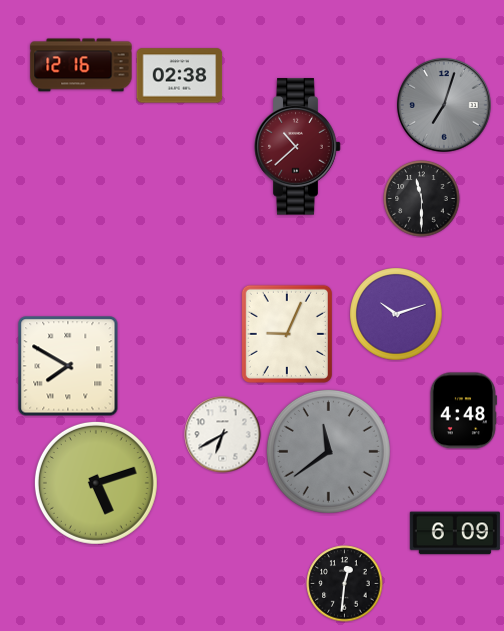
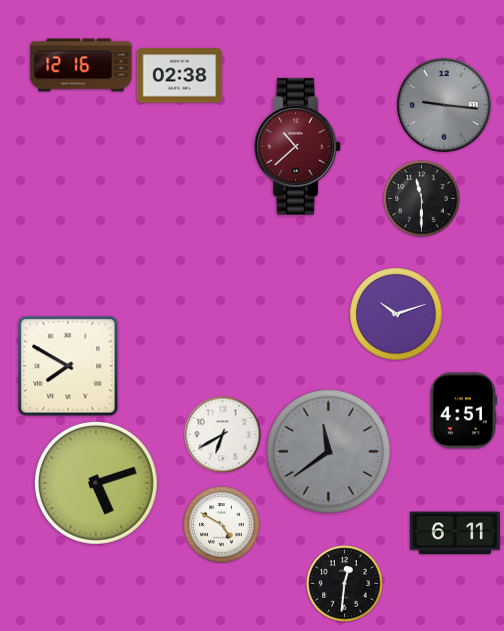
clock at (445, 106): 7:03 -> 9:16
clock at (287, 334): 9:04 -> none
clock at (463, 411): 4:48 -> 4:51
clock at (222, 525): none -> 4:50
clock at (455, 533): 6:09 -> 6:11
